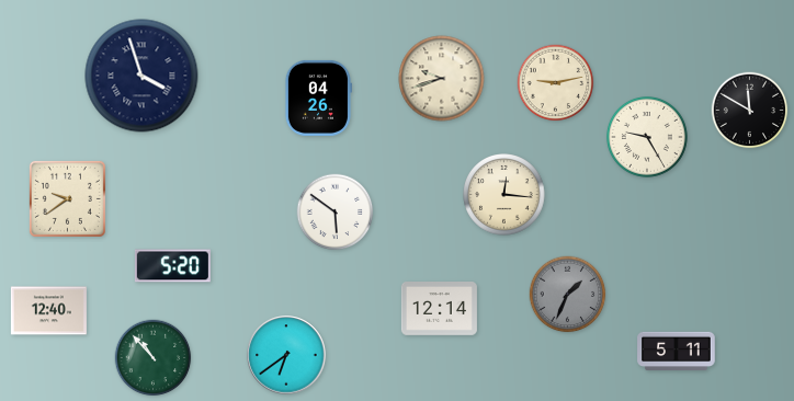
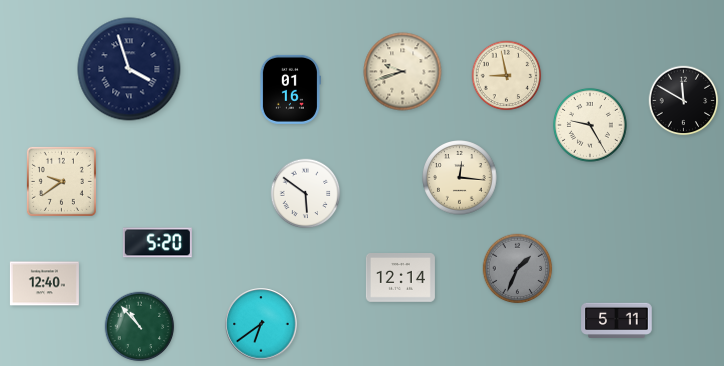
clock at (556, 83): 9:13 -> 8:58
clock at (318, 98): 04:26 -> 01:16
clock at (439, 309) position: (439, 309) -> (400, 278)
